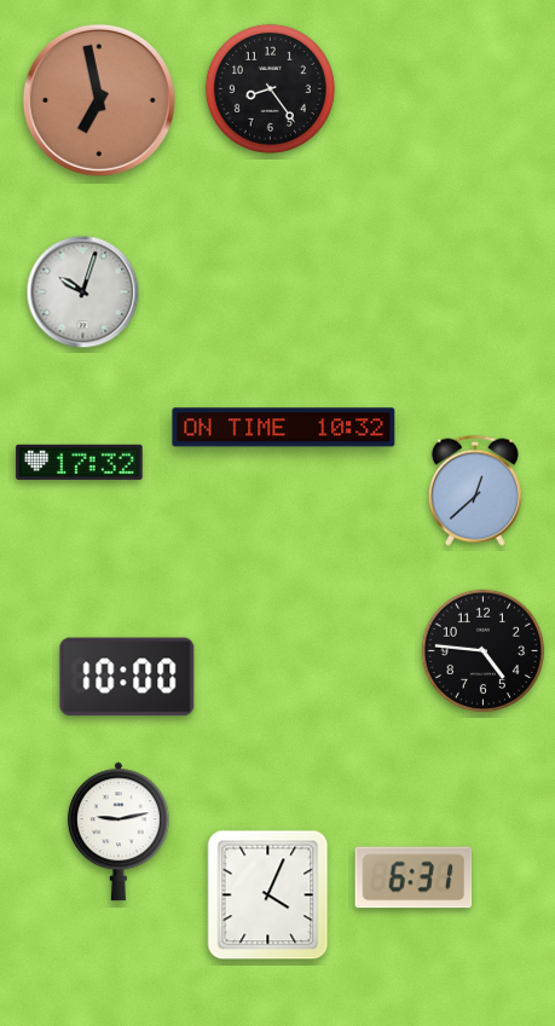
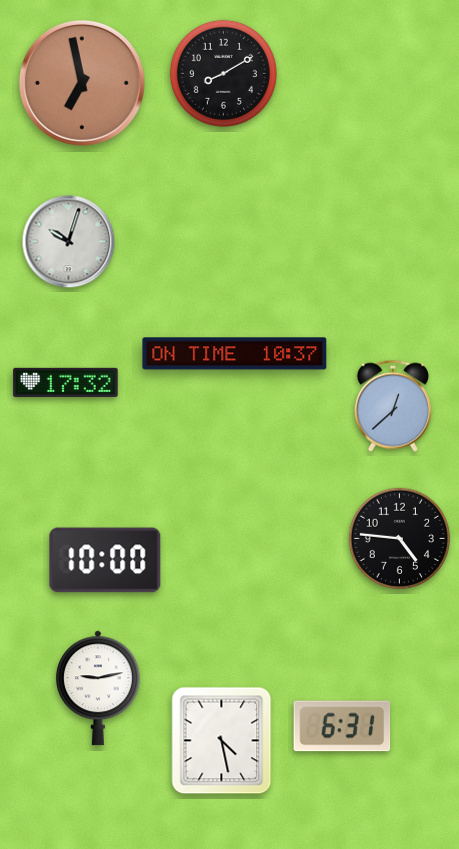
clock at (270, 88): 8:24 -> 8:10
clock at (284, 428): 10:32 -> 10:37
clock at (268, 895): 4:04 -> 4:28
